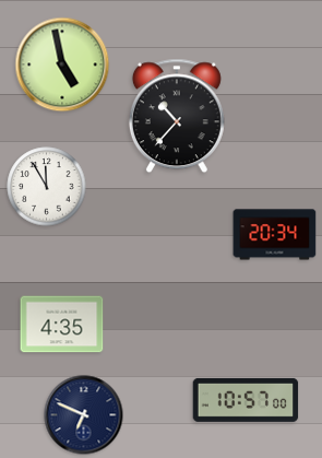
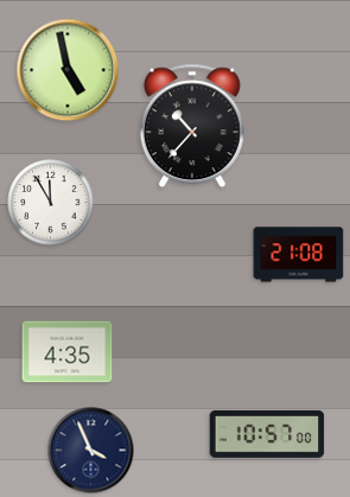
clock at (275, 235): 20:34 -> 21:08
clock at (84, 415): 6:49 -> 3:56
